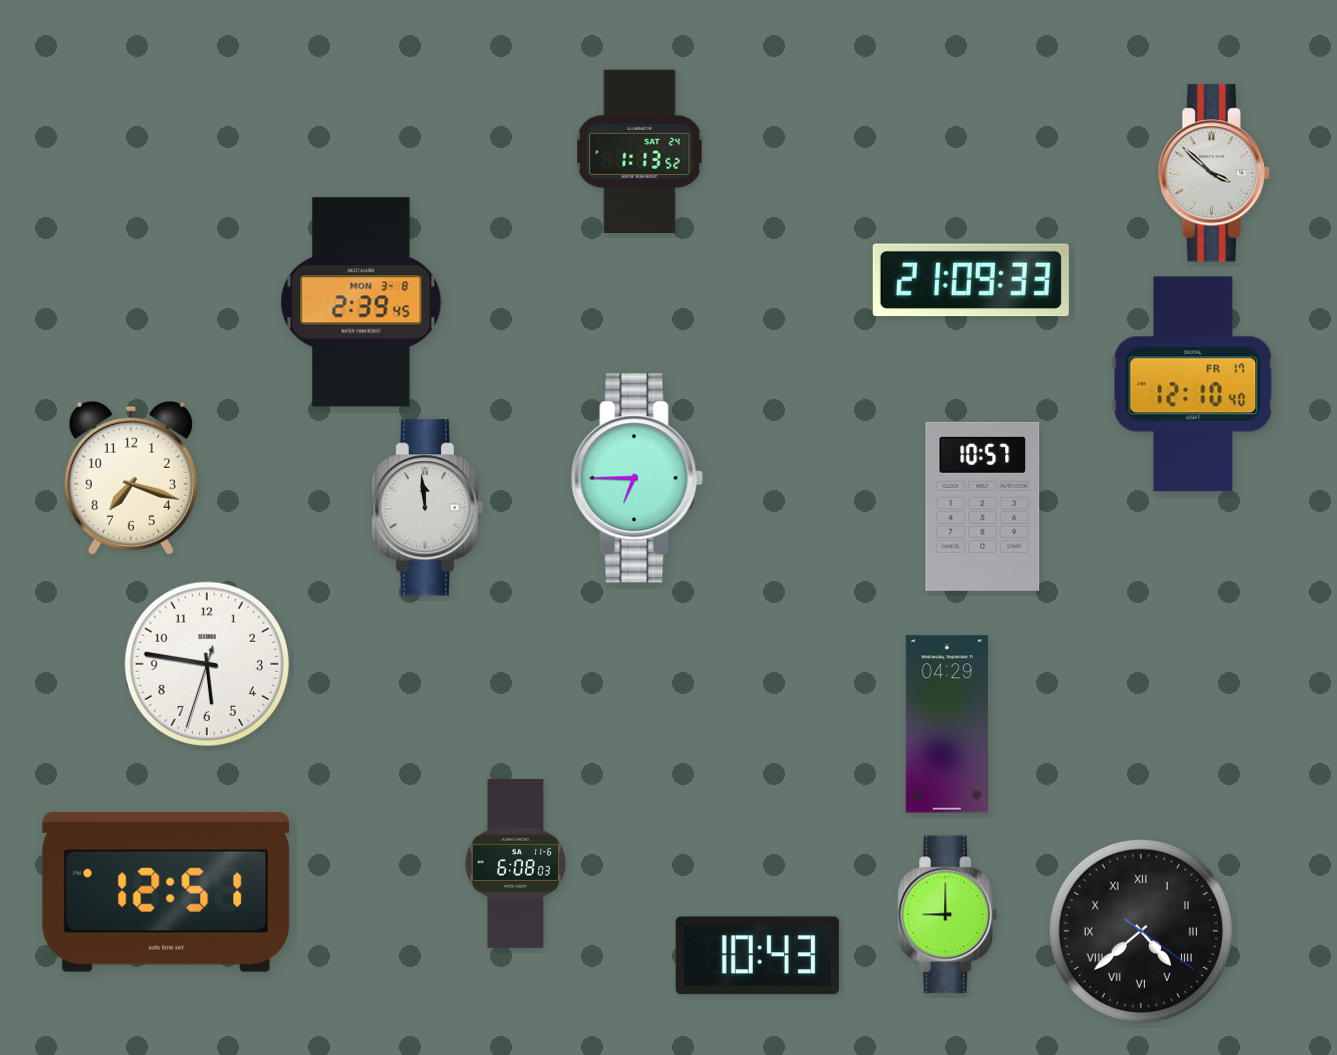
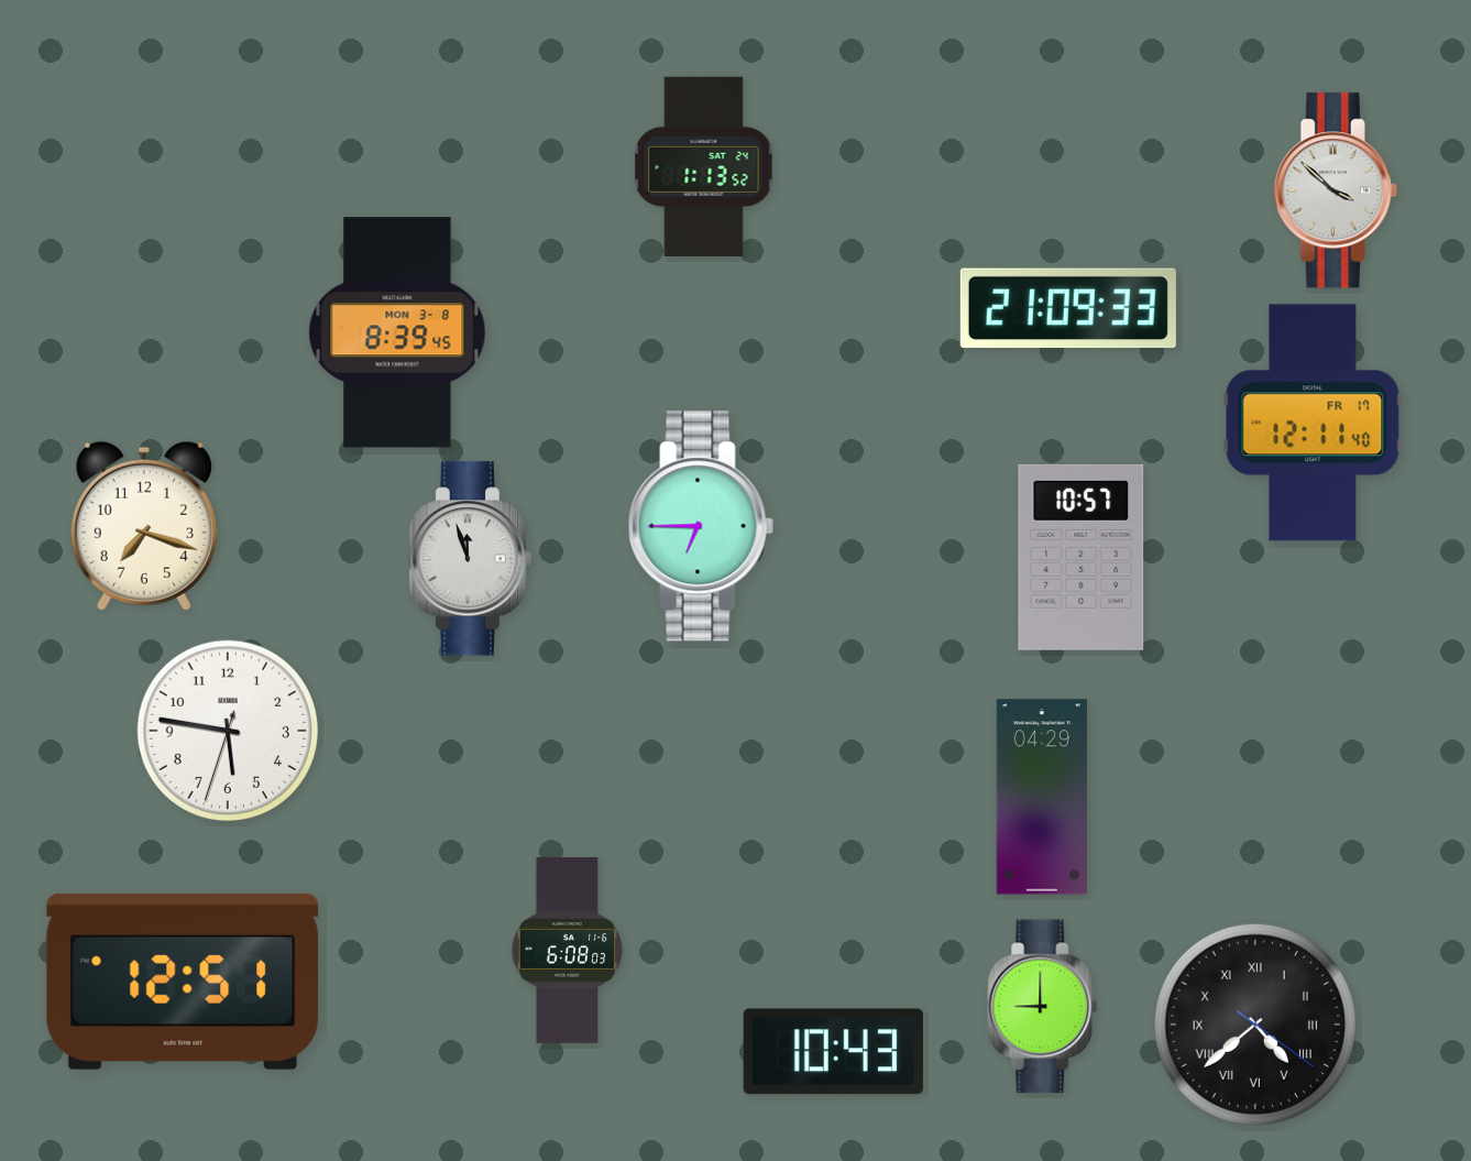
clock at (361, 302): 2:39 -> 8:39
clock at (1193, 384): 12:10 -> 12:11
clock at (428, 508): 11:59 -> 11:57
